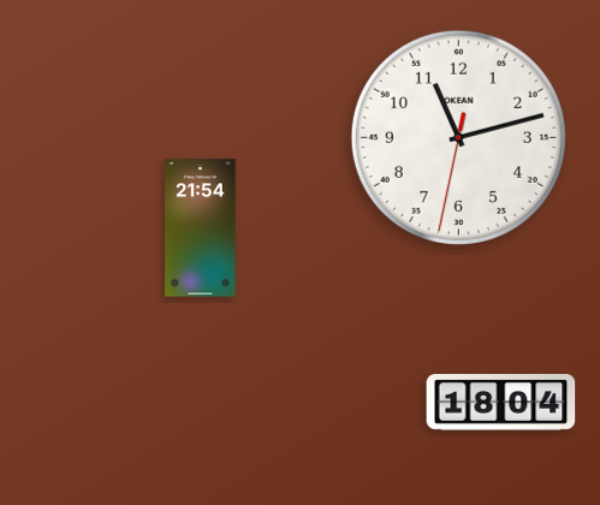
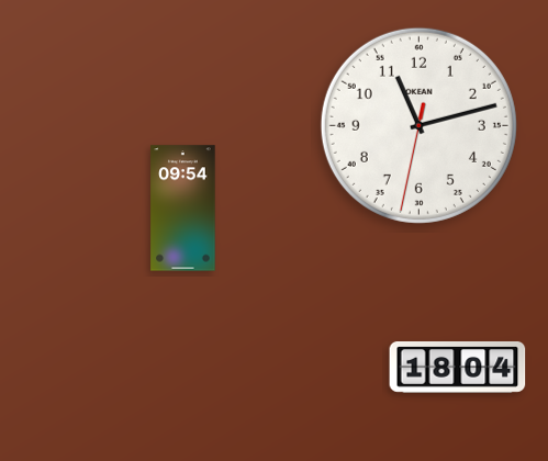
clock at (201, 228): 21:54 -> 09:54
